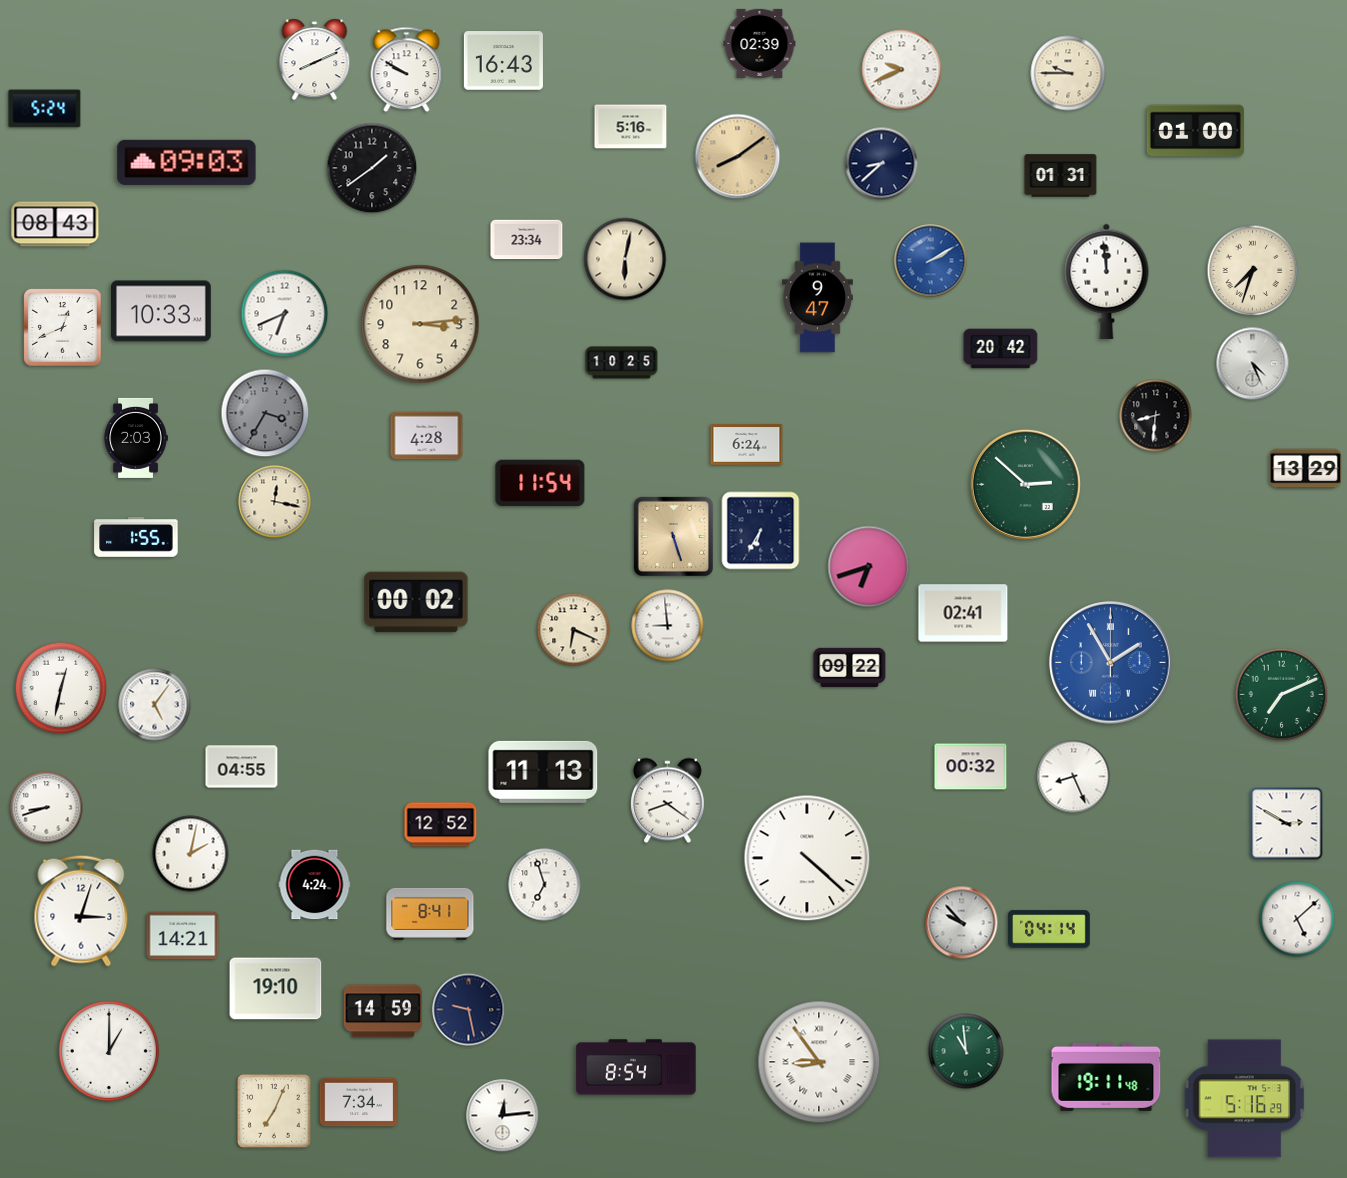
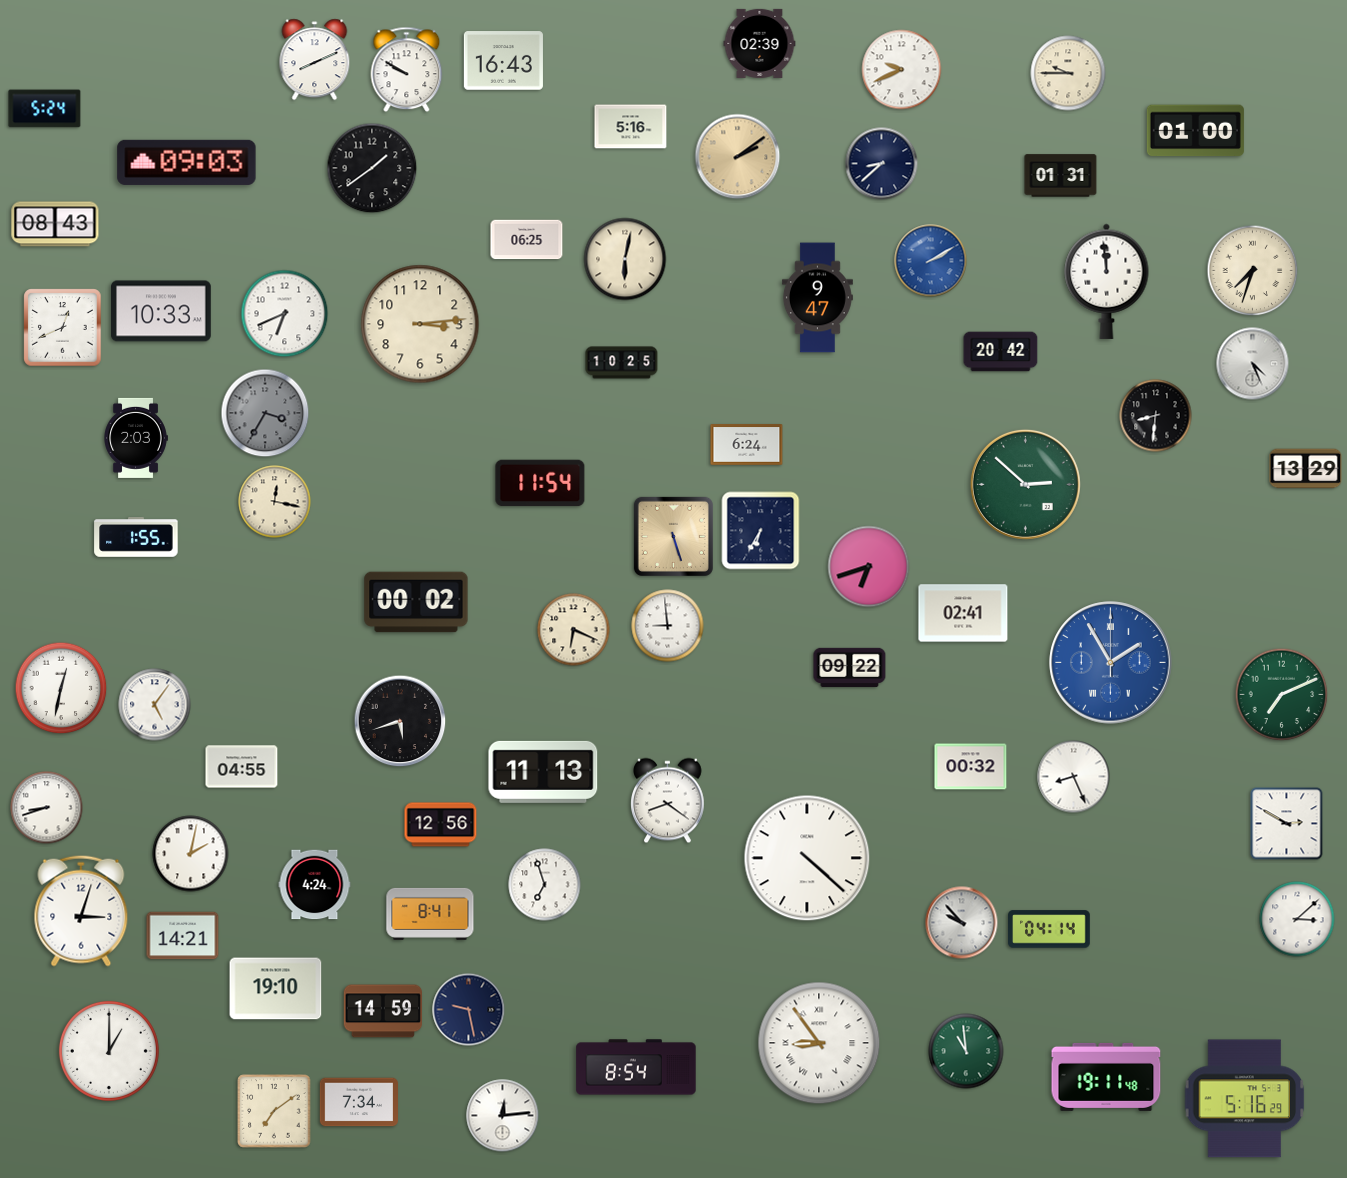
clock at (738, 157): 8:09 -> 2:09
clock at (527, 240): 23:34 -> 06:25
clock at (1001, 349) position: (1001, 349) -> (1001, 352)
clock at (427, 436): 4:28 -> none
clock at (400, 721): none -> 5:42
clock at (441, 825): 12:52 -> 12:56
clock at (1297, 919): 5:08 -> 3:08
clock at (819, 1062) position: (819, 1062) -> (819, 1043)
clock at (274, 1111): 7:04 -> 7:09
